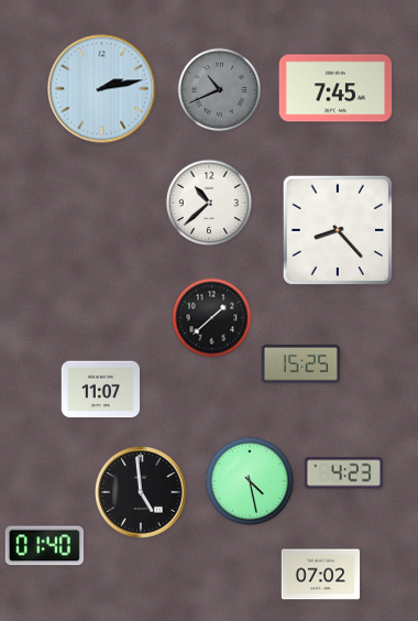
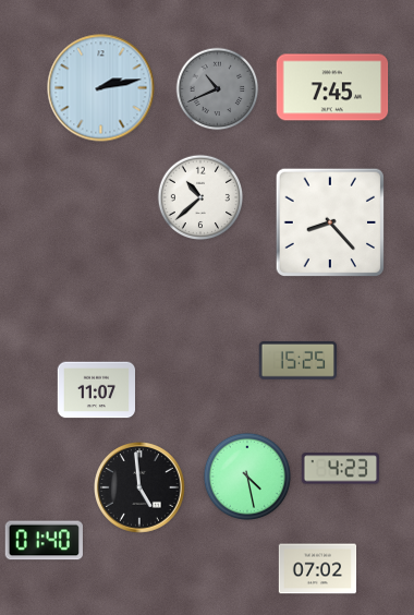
clock at (209, 203) position: (209, 203) -> (200, 197)
clock at (338, 230) position: (338, 230) -> (330, 222)
clock at (212, 318): 1:38 -> none
clock at (101, 390) position: (101, 390) -> (97, 390)
